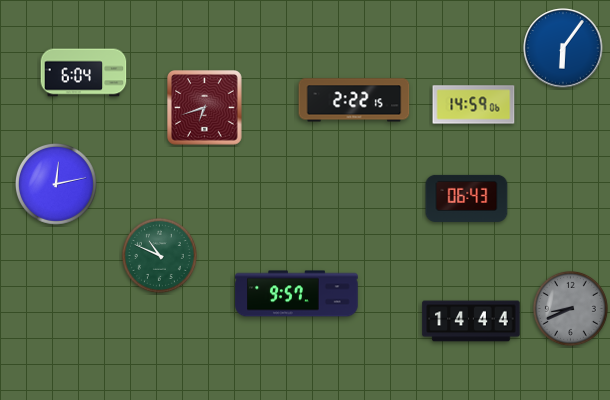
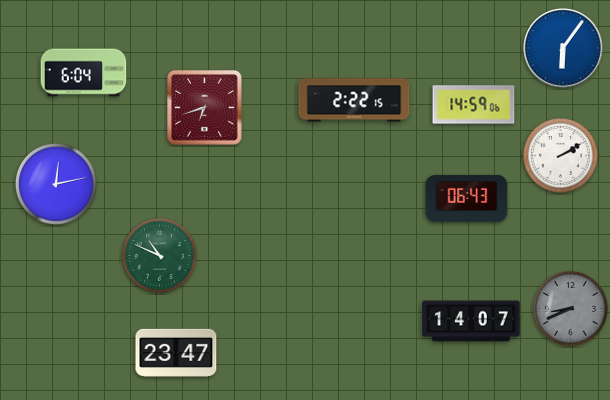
clock at (560, 155): none -> 2:10
clock at (297, 294): 9:57 -> none
clock at (471, 321): 14:44 -> 14:07
clock at (176, 353): none -> 23:47
